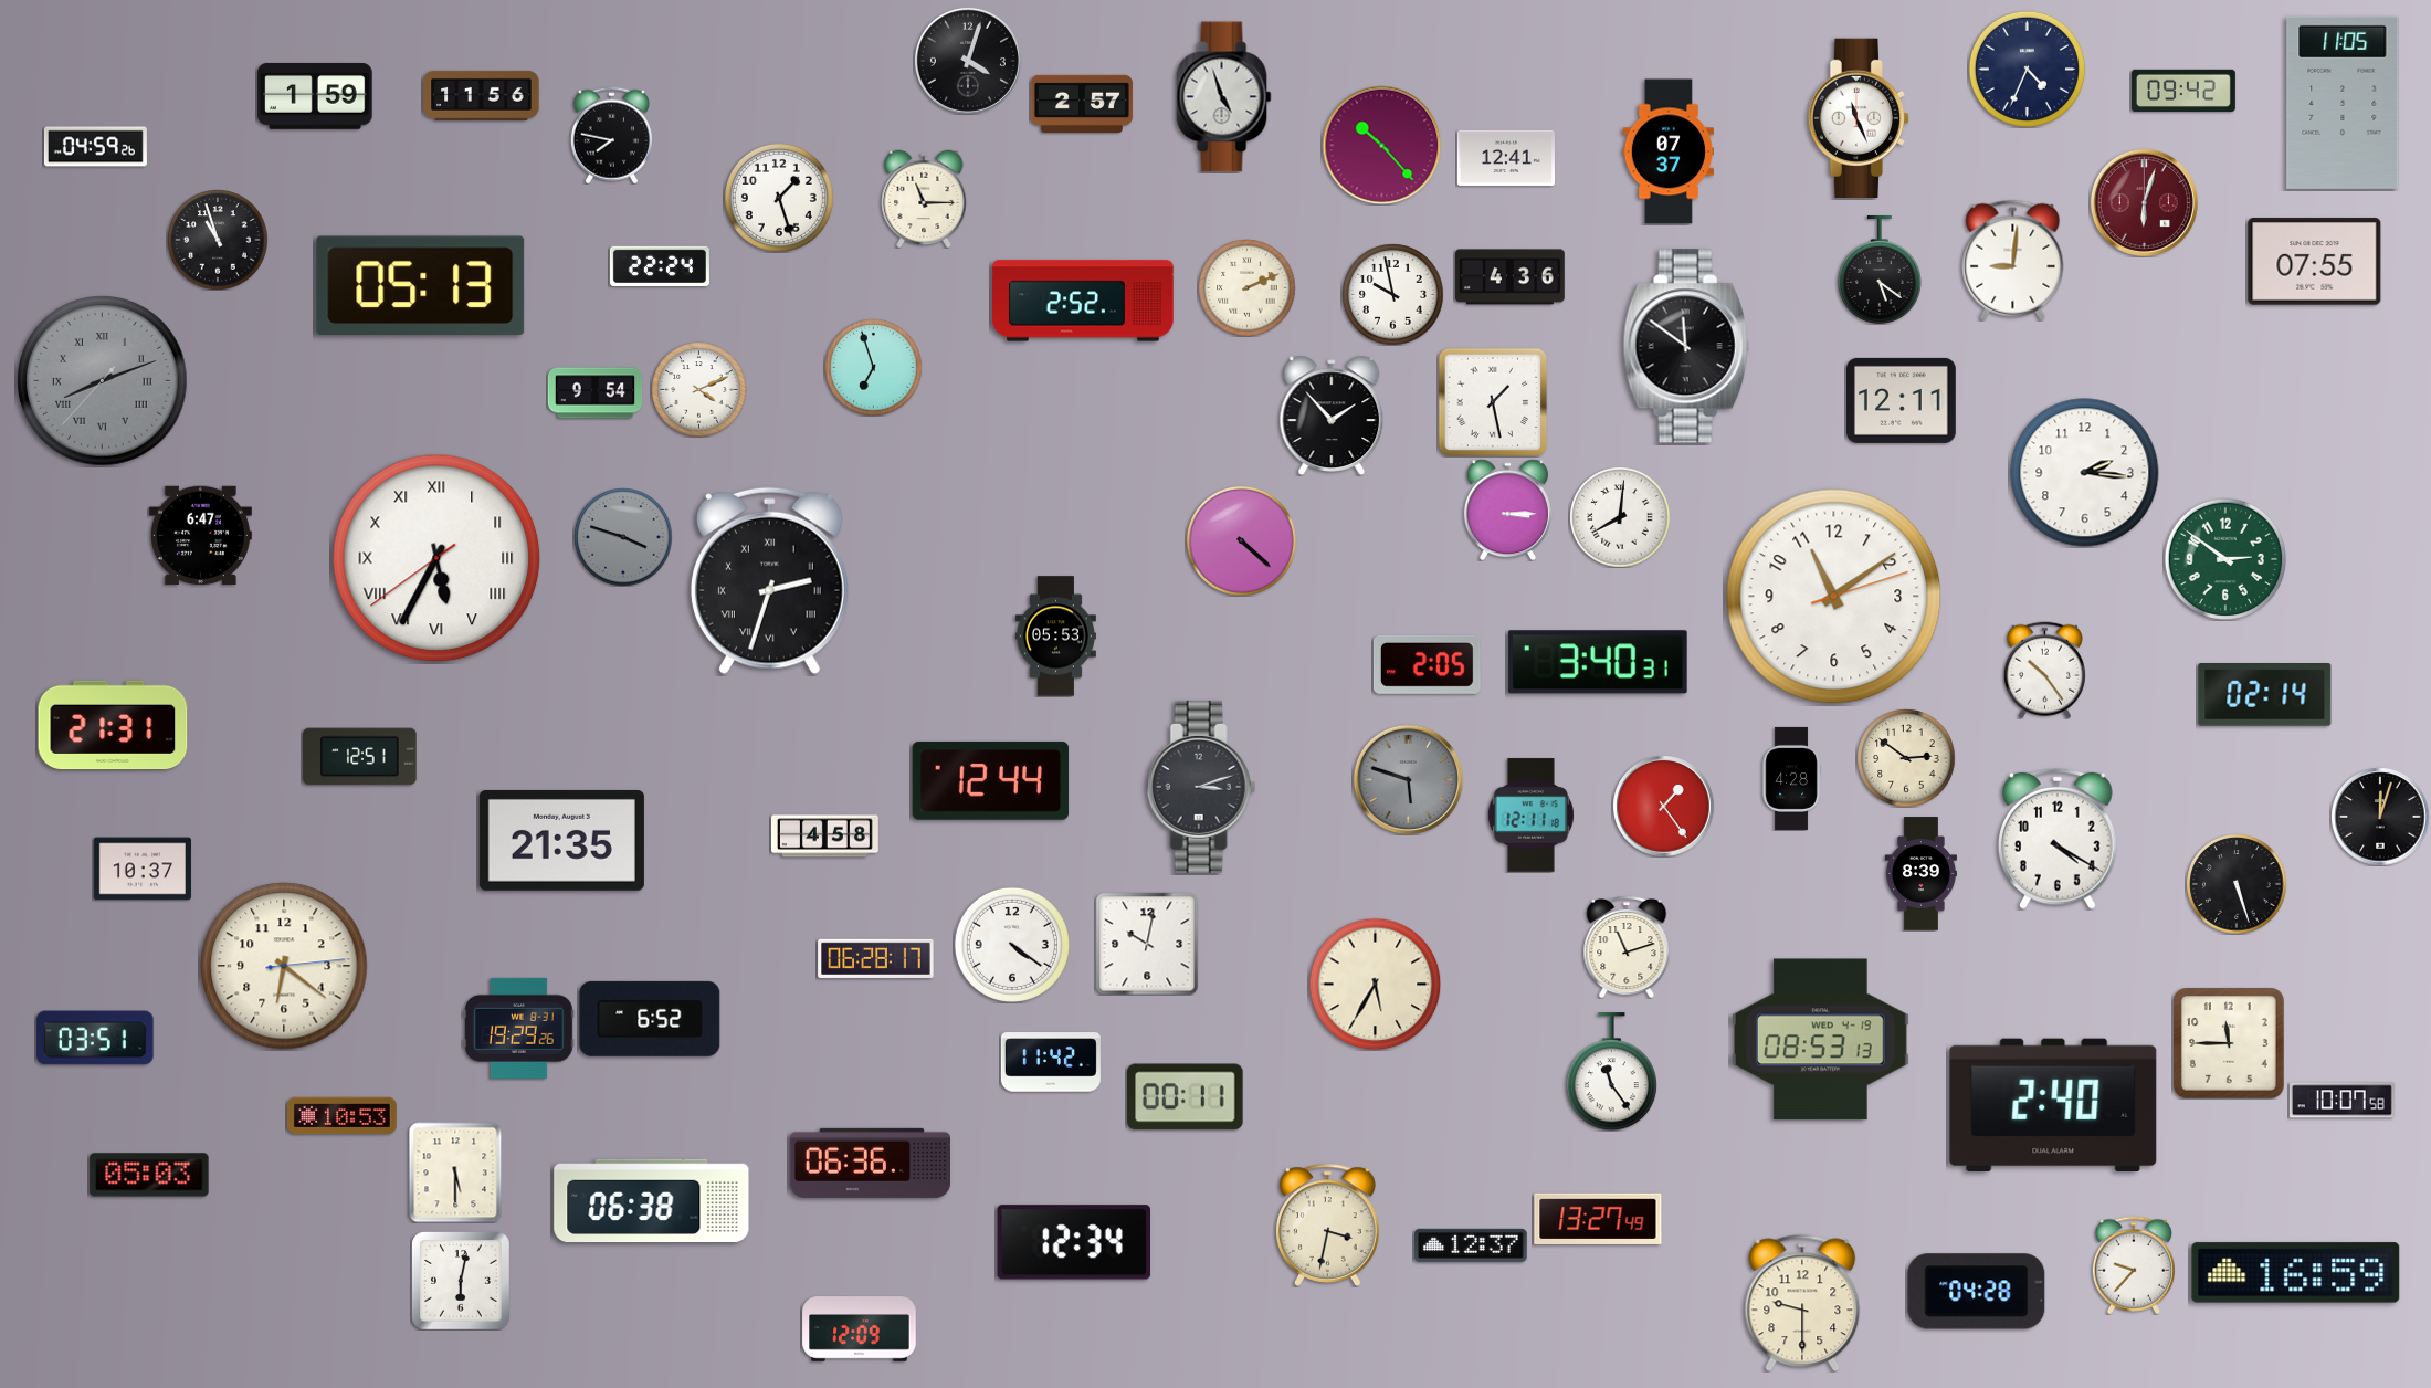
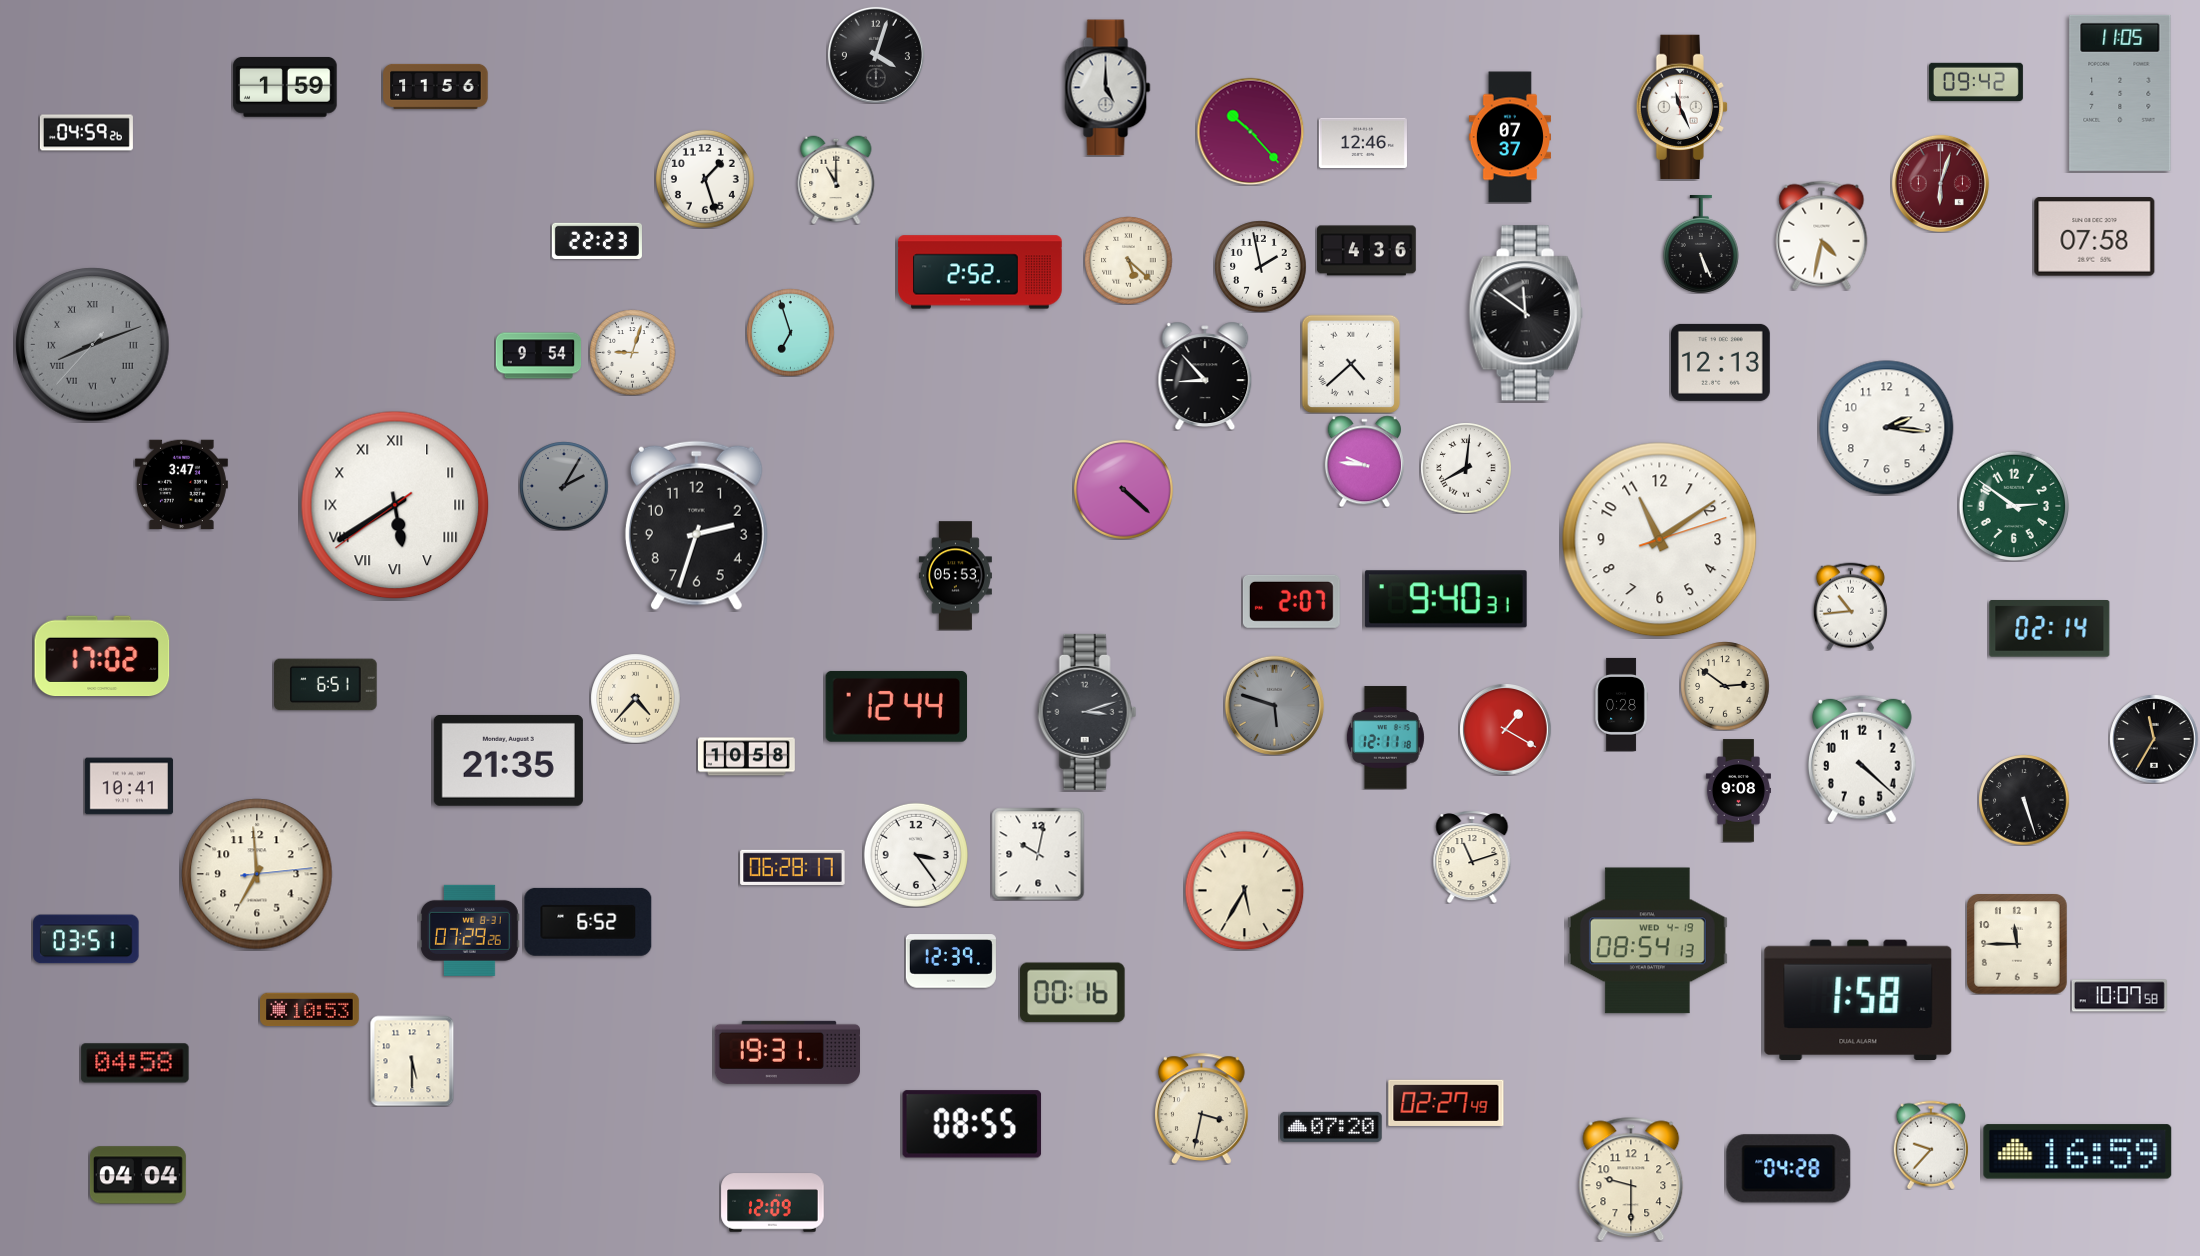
clock at (2027, 69): 4:34 -> none
clock at (1224, 97): 4:57 -> 5:00
clock at (1082, 103): 2:57 -> none
clock at (611, 135): 7:47 -> none
clock at (1506, 158): 12:41 -> 12:46
clock at (924, 199): 11:15 -> 11:00
clock at (218, 240): 10:57 -> none
clock at (2013, 260): 9:01 -> 4:32
clock at (2315, 262): 07:55 -> 07:58
clock at (660, 266): 22:24 -> 22:23
clock at (1880, 271): 5:21 -> 5:26
clock at (421, 285): 05:13 -> none
clock at (1246, 287): 2:11 -> 5:22
clock at (1392, 294): 9:58 -> 1:58
clock at (698, 389): 4:11 -> 9:03
clock at (1902, 400): 12:11 -> 12:13
clock at (1493, 402): 1:28 -> 4:38
clock at (1332, 414): 1:53 -> 8:53
clock at (1507, 509): 3:15 -> 9:46
clock at (200, 536): 6:47 -> 3:47
clock at (623, 537): 3:48 -> 2:05
clock at (436, 558): 5:34 -> 5:39
clock at (769, 581) numerals: Roman -> Arabic
clock at (1598, 662): 3:40 -> 9:40
clock at (1427, 664): 2:05 -> 2:07
clock at (2044, 670): 10:24 -> 10:44
clock at (113, 725): 21:31 -> 17:02
clock at (360, 757): 12:51 -> 6:51
clock at (635, 698): none -> 4:37
clock at (1791, 778): 4:28 -> 0:28
clock at (1663, 806): 1:24 -> 1:20
clock at (2380, 817): 12:03 -> 11:35
clock at (825, 837): 4:58 -> 10:58
clock at (2058, 839): 4:20 -> 4:22
clock at (143, 869): 10:37 -> 10:41
clock at (1920, 874): 8:39 -> 9:08
clock at (1012, 945): 4:21 -> 3:24
clock at (284, 966): 6:21 -> 6:59
clock at (519, 1028): 19:29 -> 07:29
clock at (1820, 1040): 08:53 -> 08:54
clock at (1051, 1062): 11:42 -> 12:39
clock at (1611, 1072): 11:24 -> none
clock at (1186, 1097): 00:11 -> 00:16
clock at (2053, 1104): 2:40 -> 1:58
clock at (870, 1163): 06:36 -> 19:31
clock at (149, 1175): 05:03 -> 04:58
clock at (652, 1201): 06:38 -> none
clock at (1598, 1219): 13:27 -> 02:27
clock at (1074, 1242): 12:34 -> 08:55
clock at (1471, 1245): 12:37 -> 07:20
clock at (461, 1281): 6:02 -> none
clock at (138, 1175): none -> 04:04
clock at (860, 1329) position: (860, 1329) -> (773, 1203)
